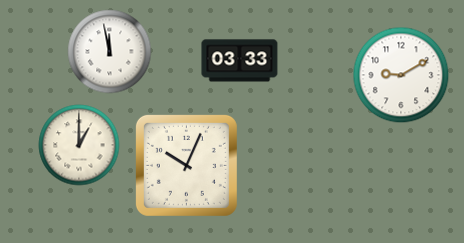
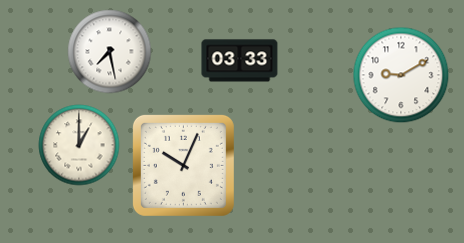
clock at (110, 52): 11:58 -> 7:28
clock at (186, 165) position: (186, 165) -> (183, 165)
